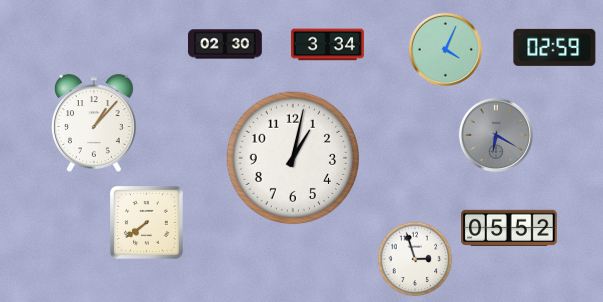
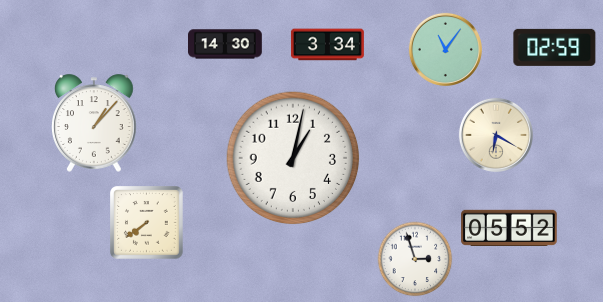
clock at (225, 44): 02:30 -> 14:30
clock at (445, 49): 4:04 -> 11:06
clock at (496, 135) dial: grey -> cream
